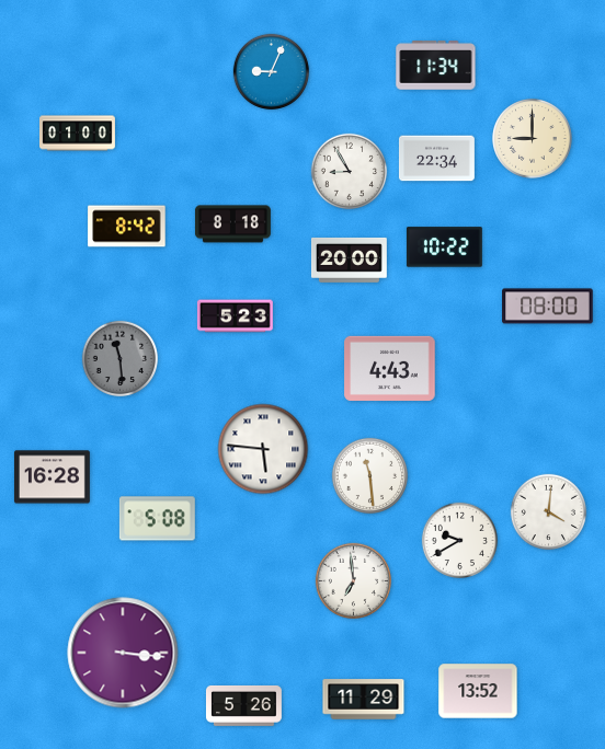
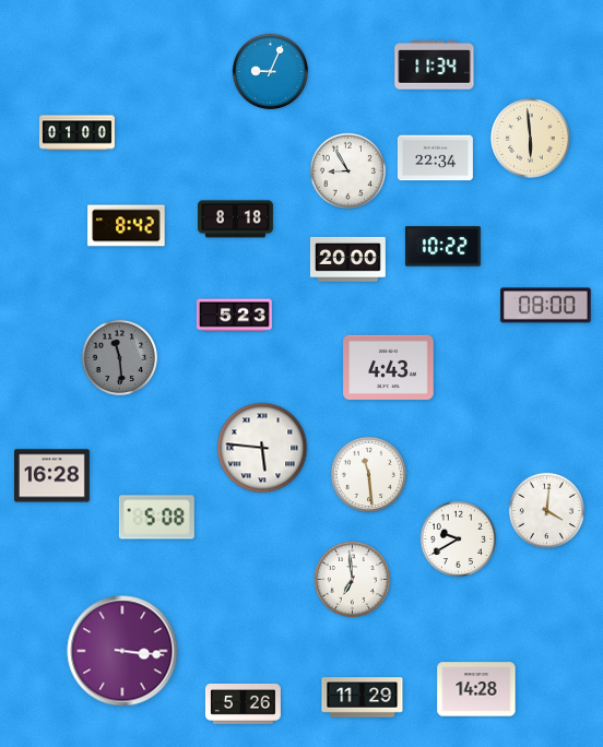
clock at (533, 139): 9:00 -> 5:59
clock at (232, 224) position: (232, 224) -> (235, 220)
clock at (478, 691): 13:52 -> 14:28
